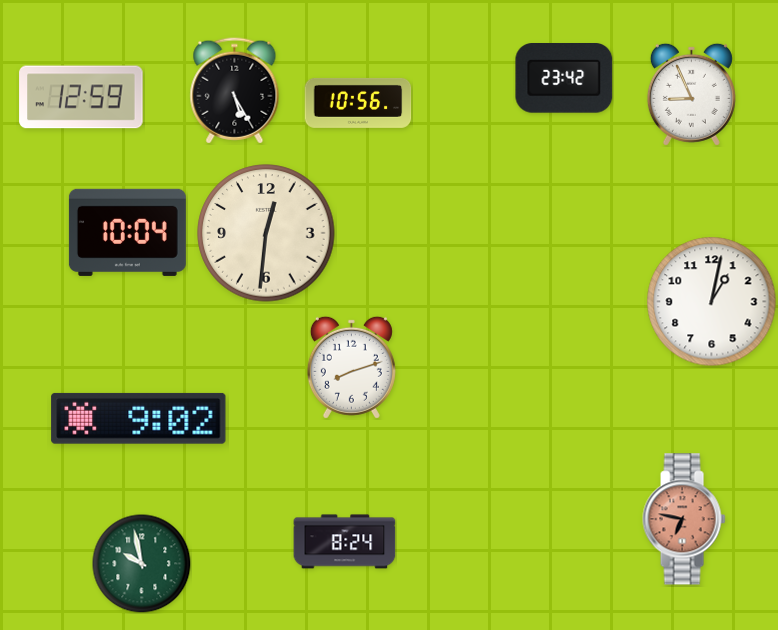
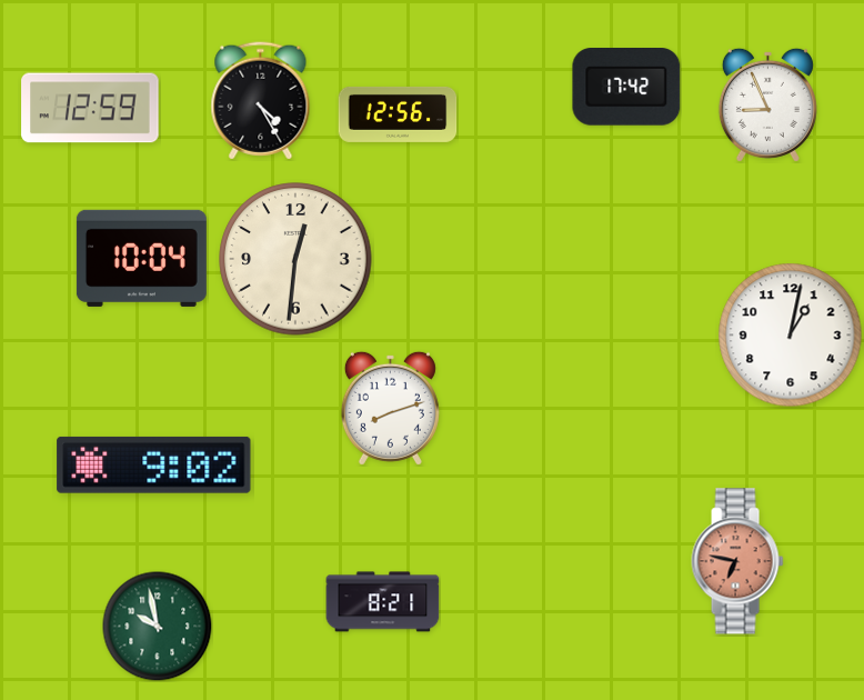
clock at (564, 79): 23:42 -> 17:42
clock at (235, 91): 5:25 -> 4:25
clock at (358, 103): 10:56 -> 12:56
clock at (684, 519) position: (684, 519) -> (737, 561)
clock at (345, 542): 8:24 -> 8:21
